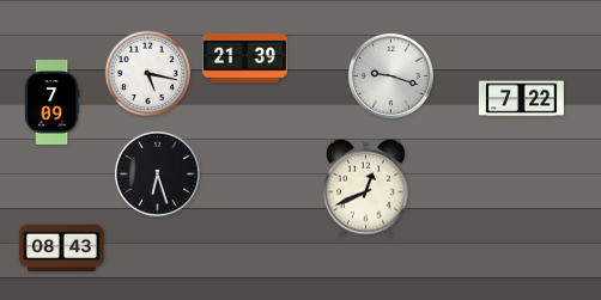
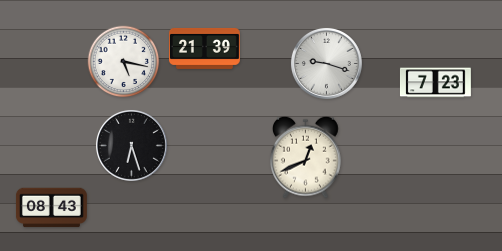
clock at (521, 99): 7:22 -> 7:23
clock at (51, 102): 7:09 -> none
